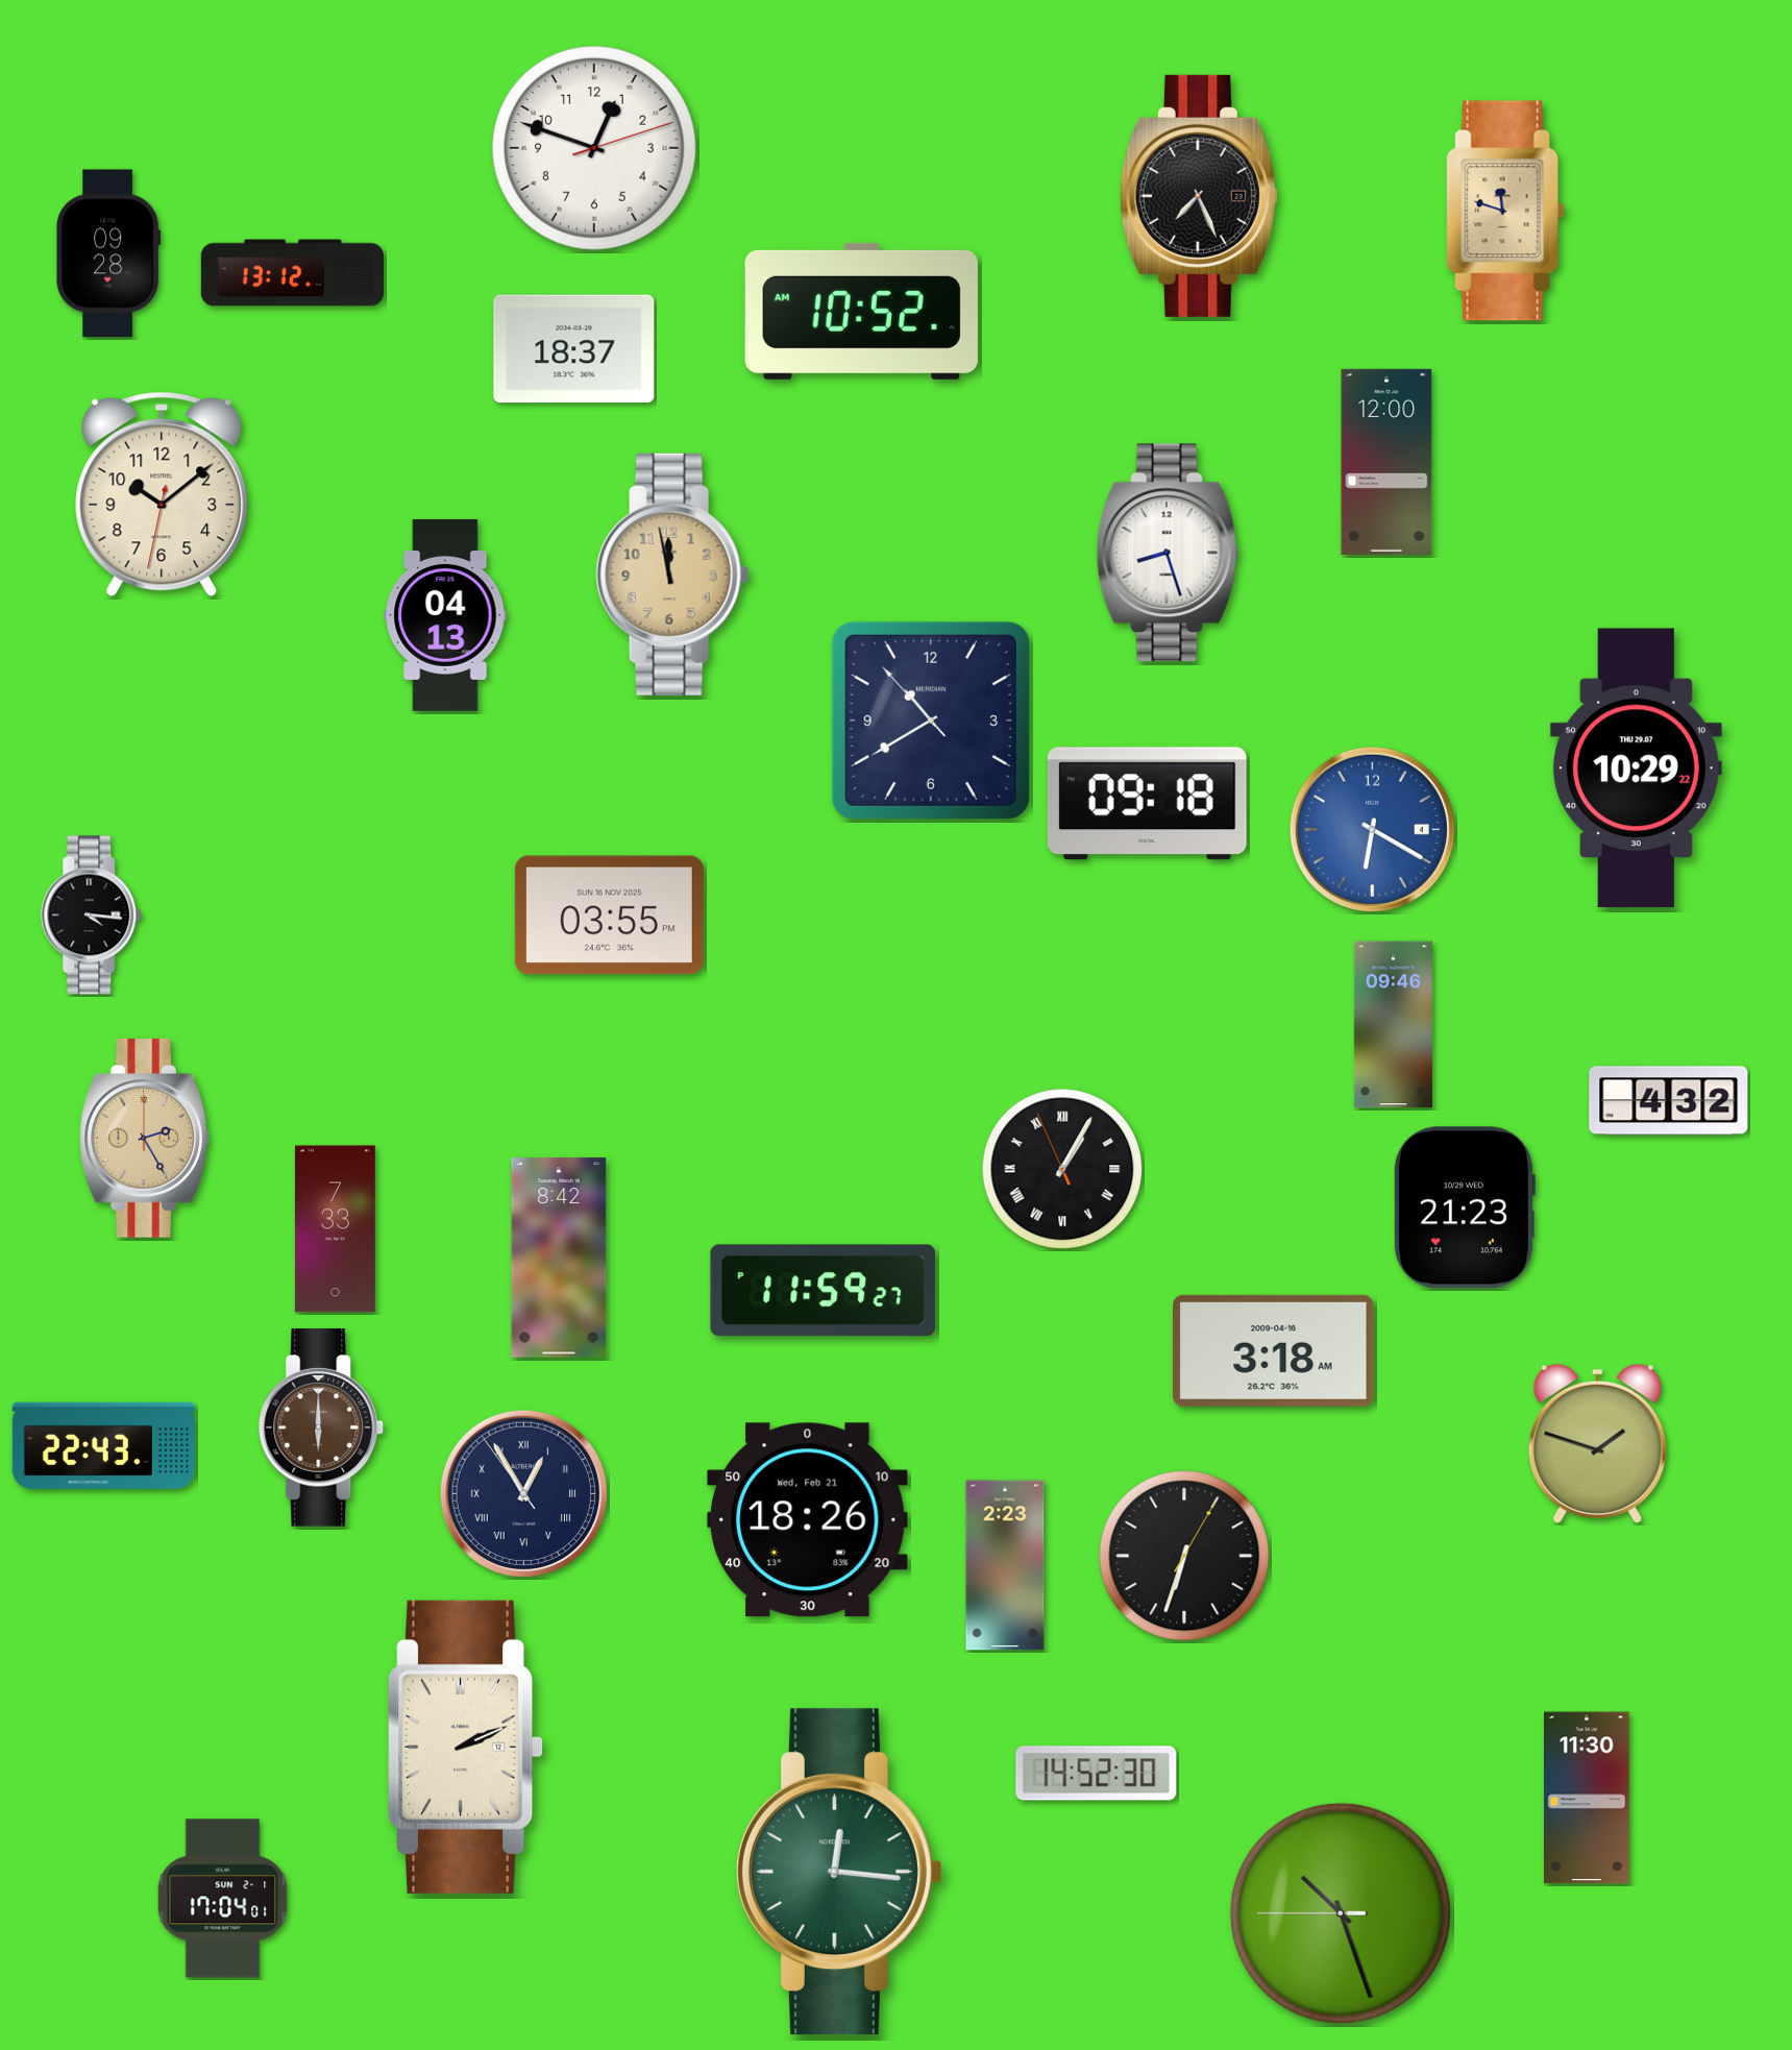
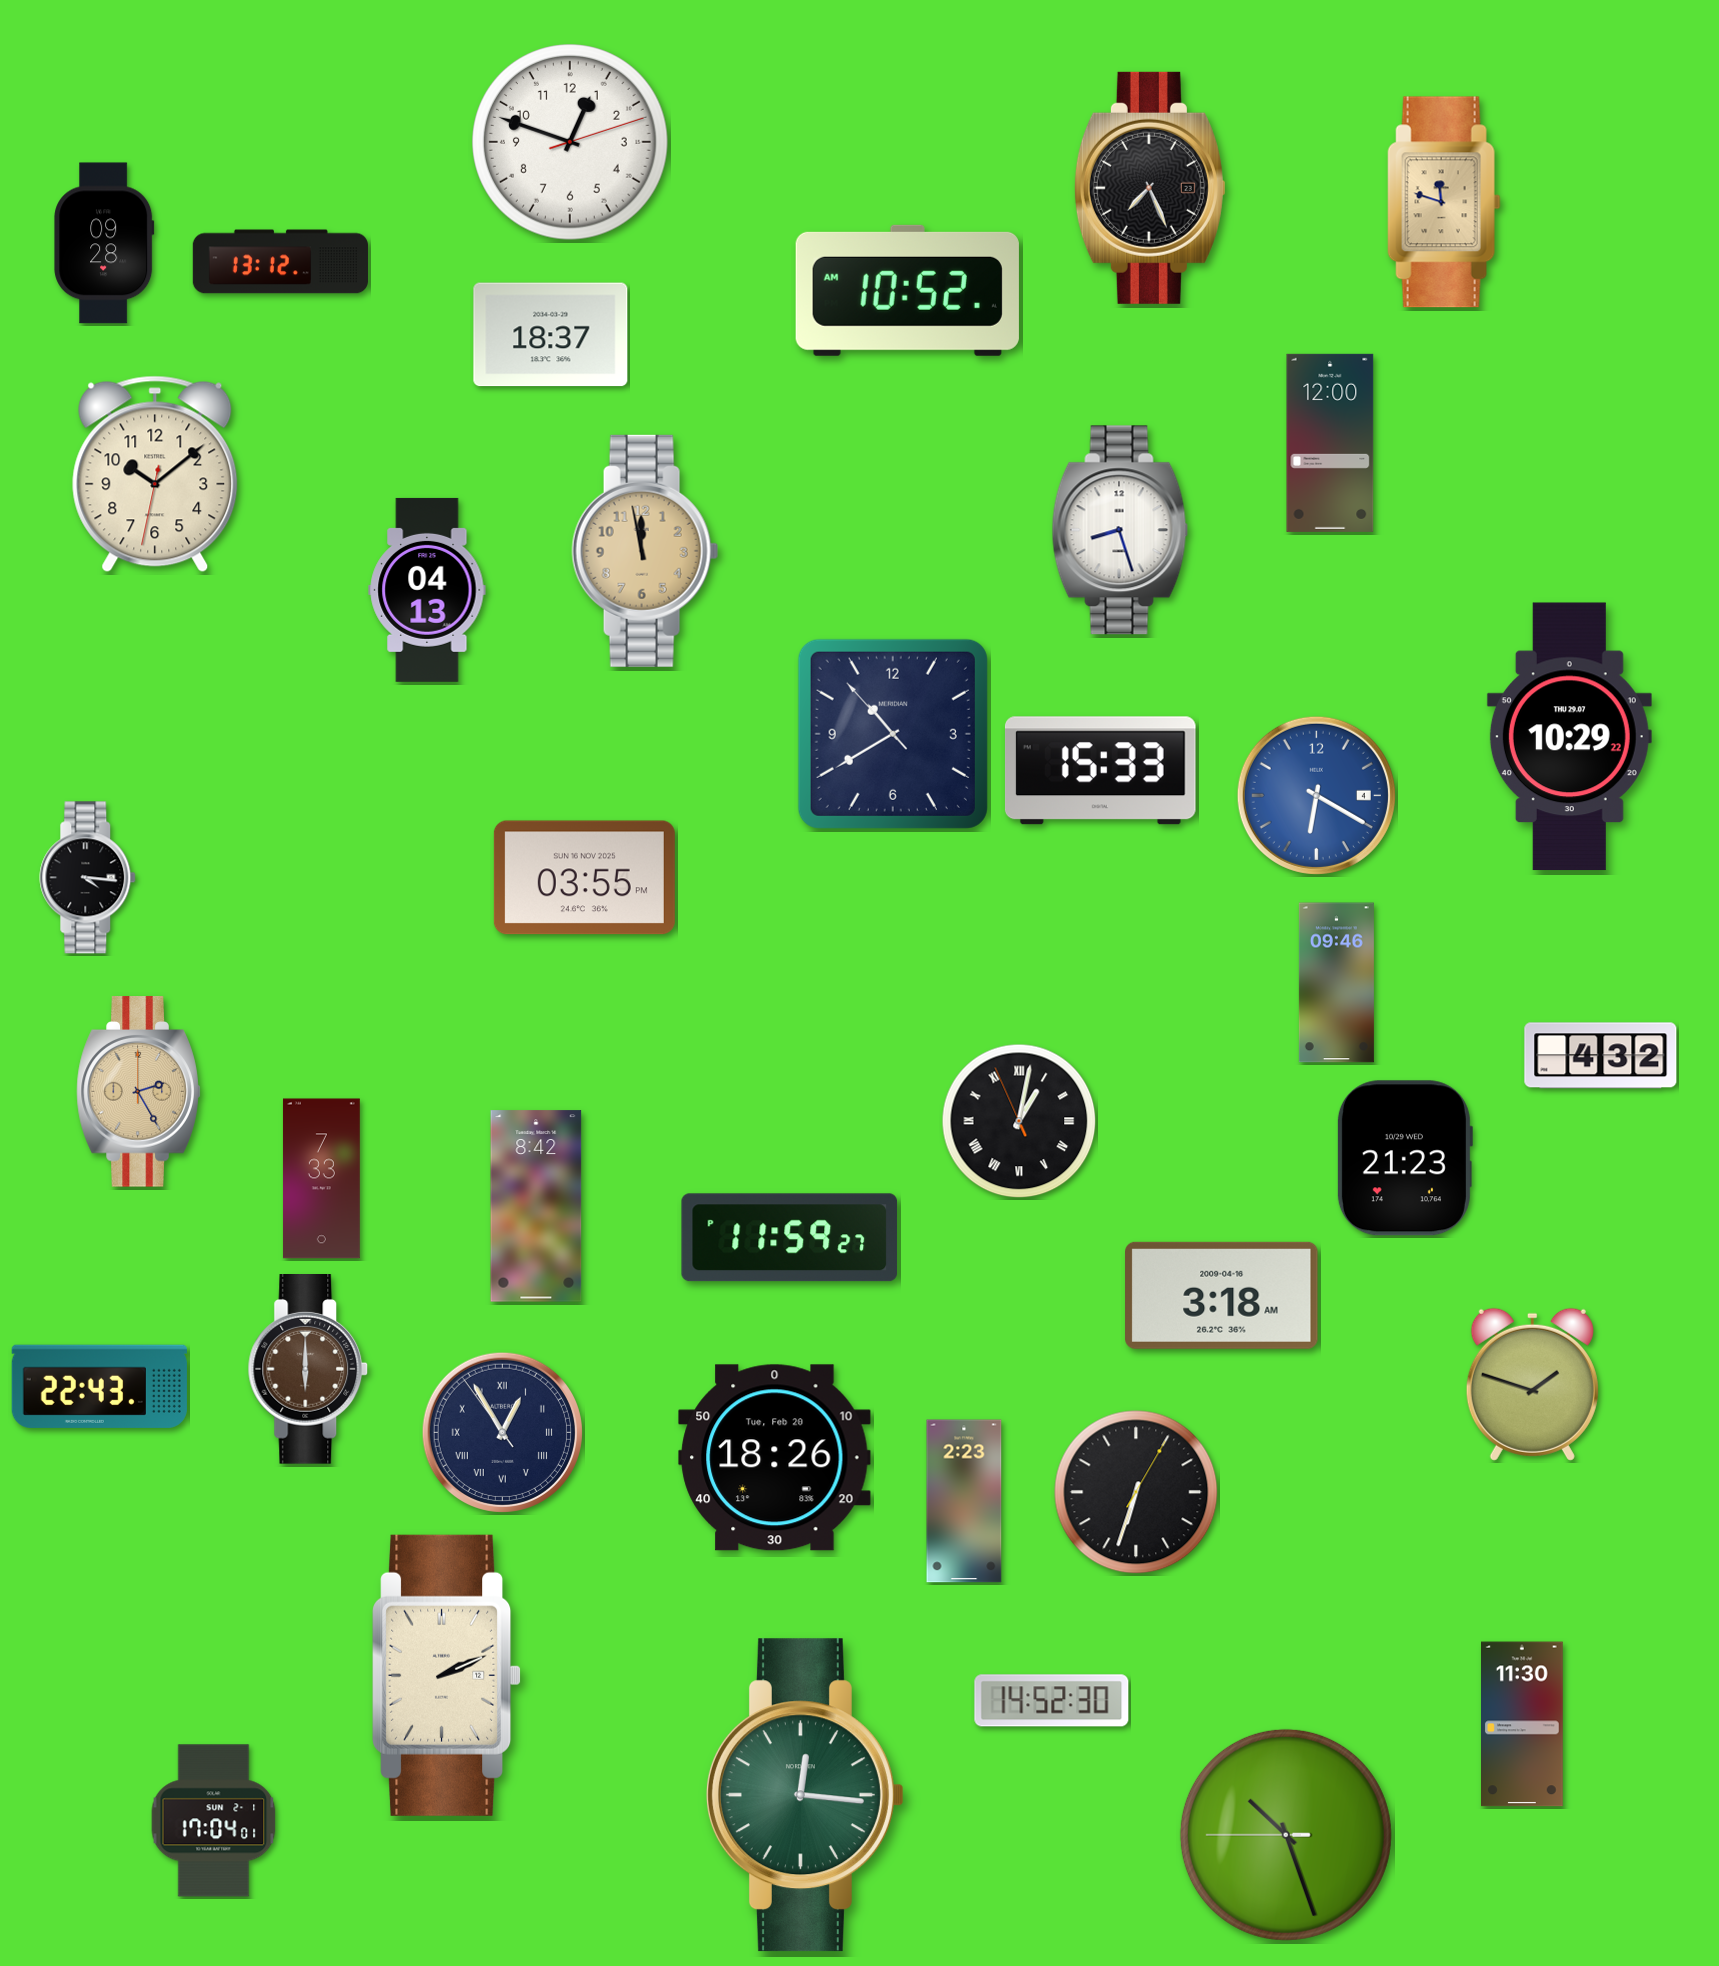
clock at (861, 311) position: (861, 311) -> (907, 290)
clock at (931, 721) position: (931, 721) -> (893, 734)
clock at (1147, 804): 09:18 -> 15:33
clock at (1062, 1169): 1:04 -> 1:01
clock at (808, 1520) date: Wed, Feb 21 -> Tue, Feb 20
